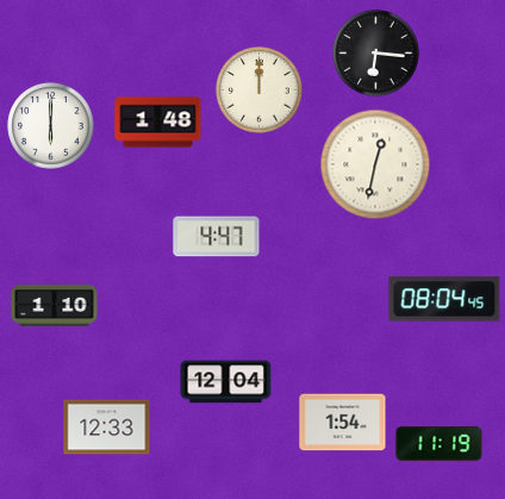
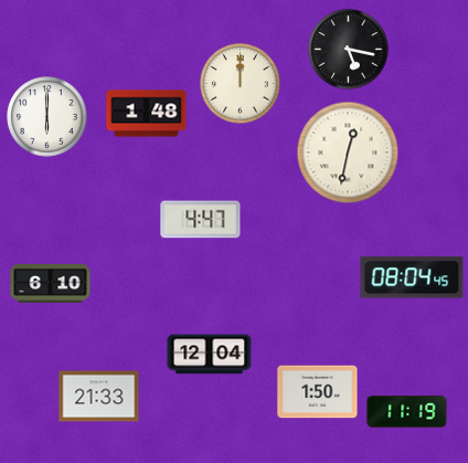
clock at (376, 54): 6:16 -> 5:17
clock at (55, 306): 1:10 -> 6:10
clock at (343, 423): 1:54 -> 1:50
clock at (107, 428): 12:33 -> 21:33
